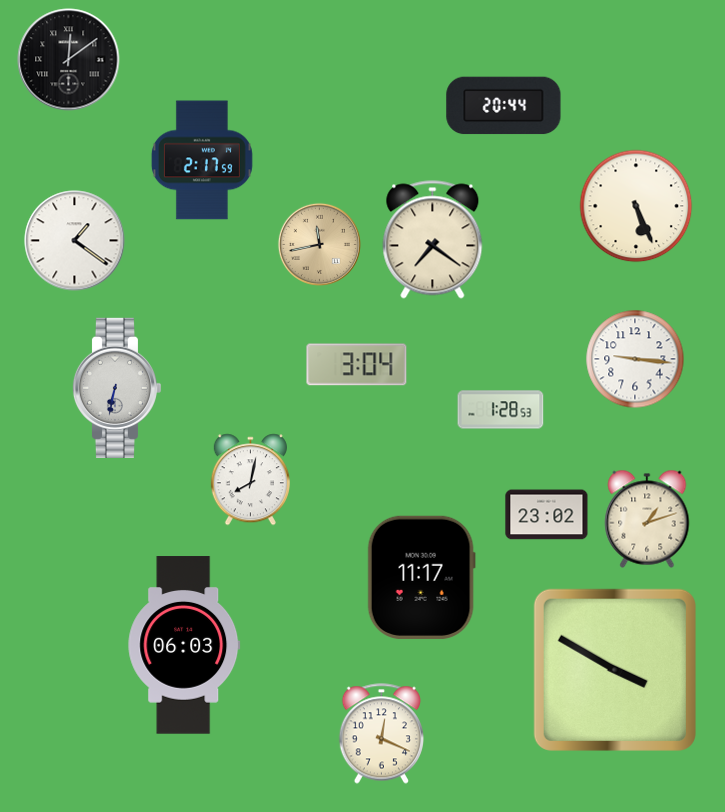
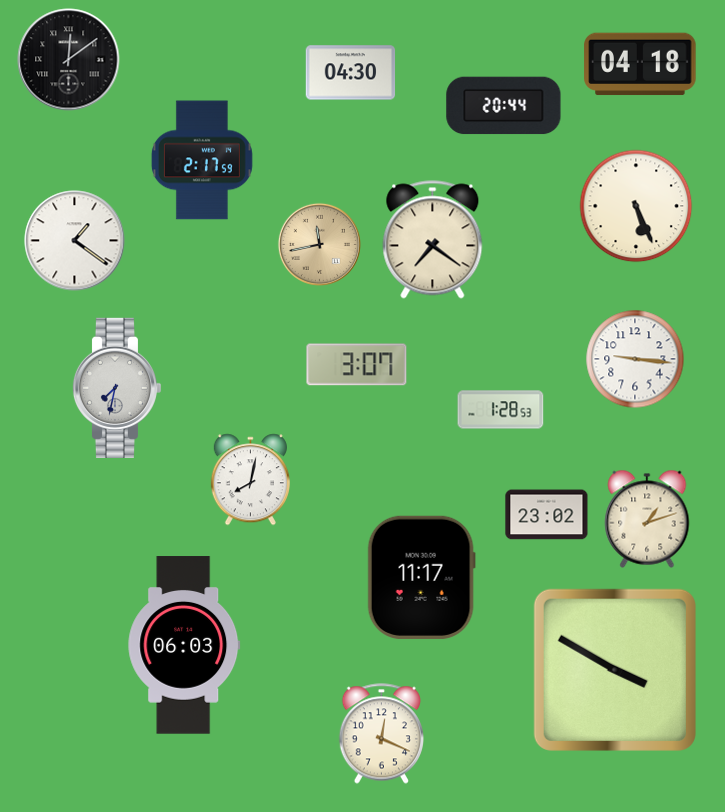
clock at (640, 64): none -> 04:18
clock at (351, 73): none -> 04:30
clock at (357, 365): 3:04 -> 3:07
clock at (116, 388): 6:32 -> 7:32
